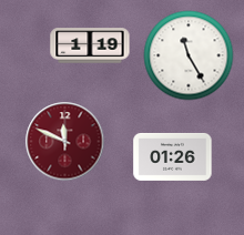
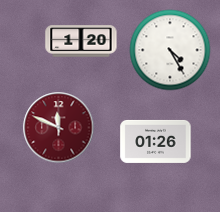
clock at (90, 45): 1:19 -> 1:20
clock at (189, 55): 11:25 -> 4:25
